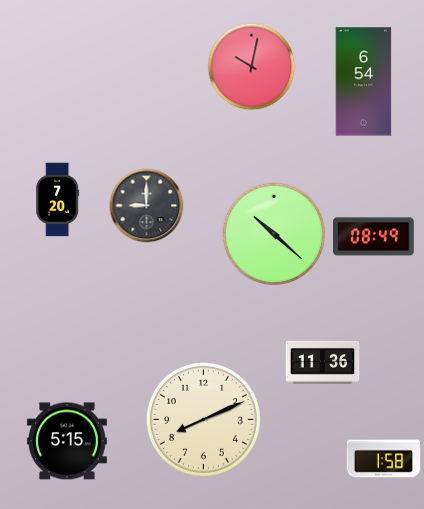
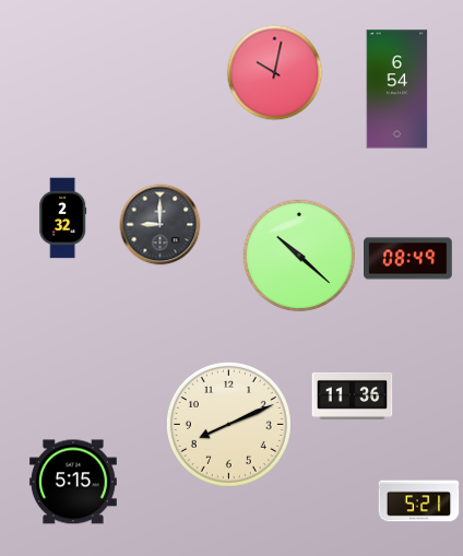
clock at (58, 200): 7:20 -> 2:32
clock at (203, 419) position: (203, 419) -> (228, 424)
clock at (384, 459): 1:58 -> 5:21
